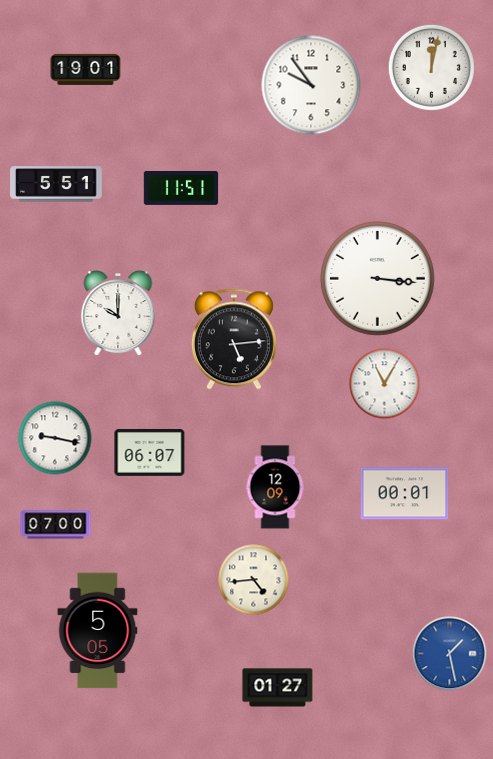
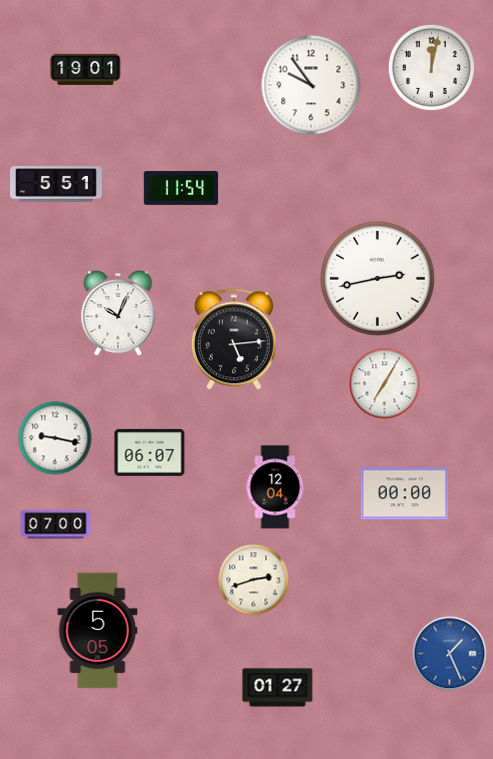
clock at (181, 188): 11:51 -> 11:54
clock at (378, 279): 3:16 -> 2:43
clock at (118, 314): 10:00 -> 10:04
clock at (385, 384): 11:05 -> 7:05
clock at (275, 487): 12:09 -> 12:04
clock at (405, 494): 00:01 -> 00:00
clock at (254, 580): 4:44 -> 2:42
clock at (450, 654): 1:28 -> 1:26
